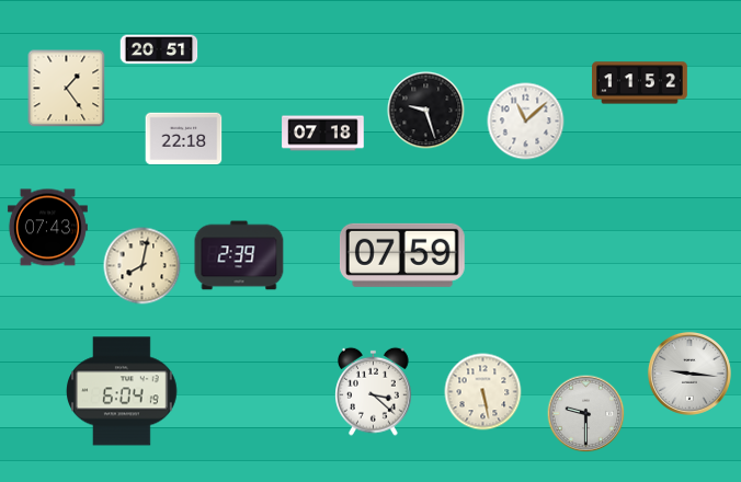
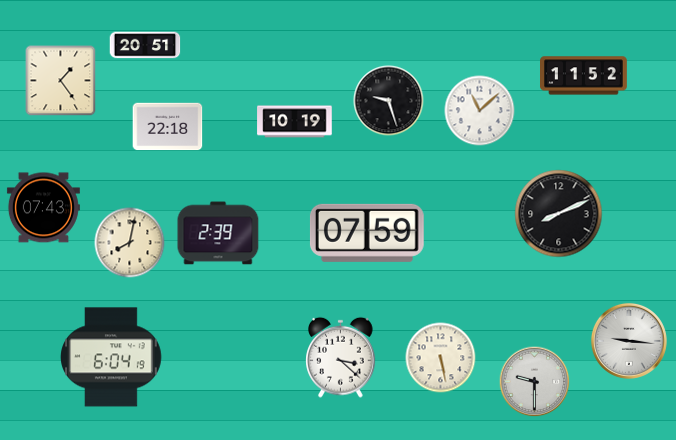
clock at (323, 134): 07:18 -> 10:19
clock at (559, 214): none -> 8:11
clock at (586, 414) position: (586, 414) -> (535, 382)
